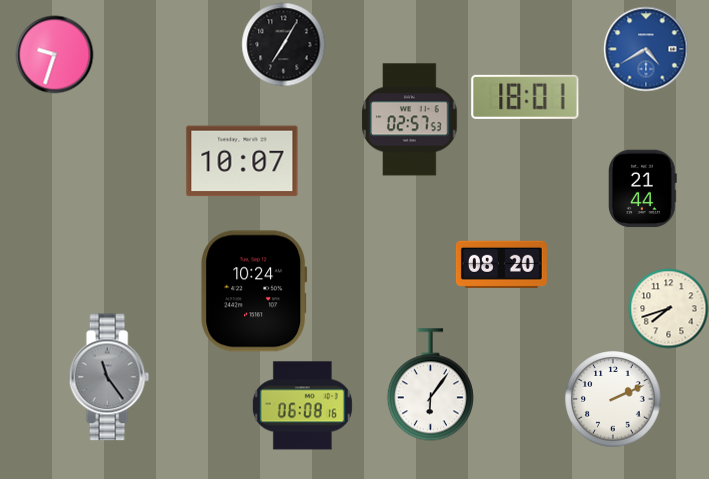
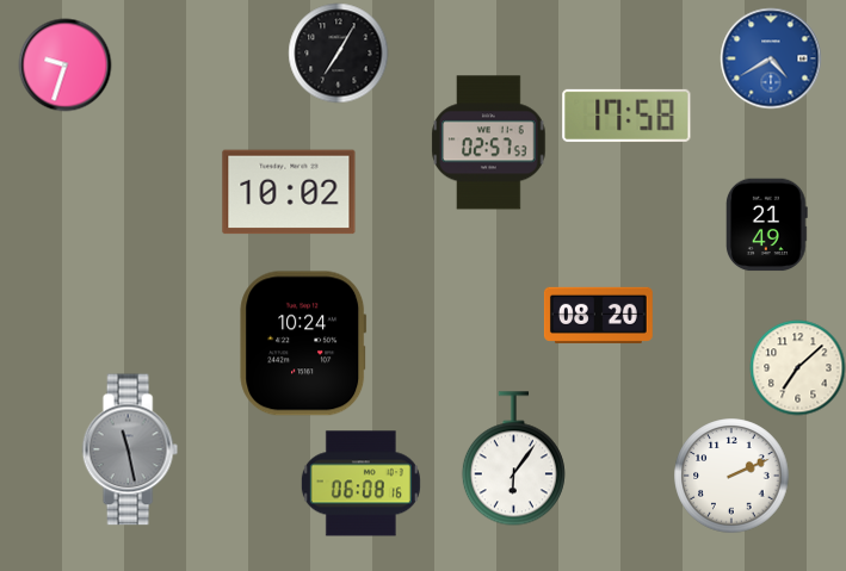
clock at (525, 97): 18:01 -> 17:58
clock at (242, 161): 10:07 -> 10:02
clock at (642, 188): 21:44 -> 21:49
clock at (254, 291) position: (254, 291) -> (303, 343)
clock at (668, 308): 7:42 -> 7:08
clock at (109, 377): 11:24 -> 11:28
